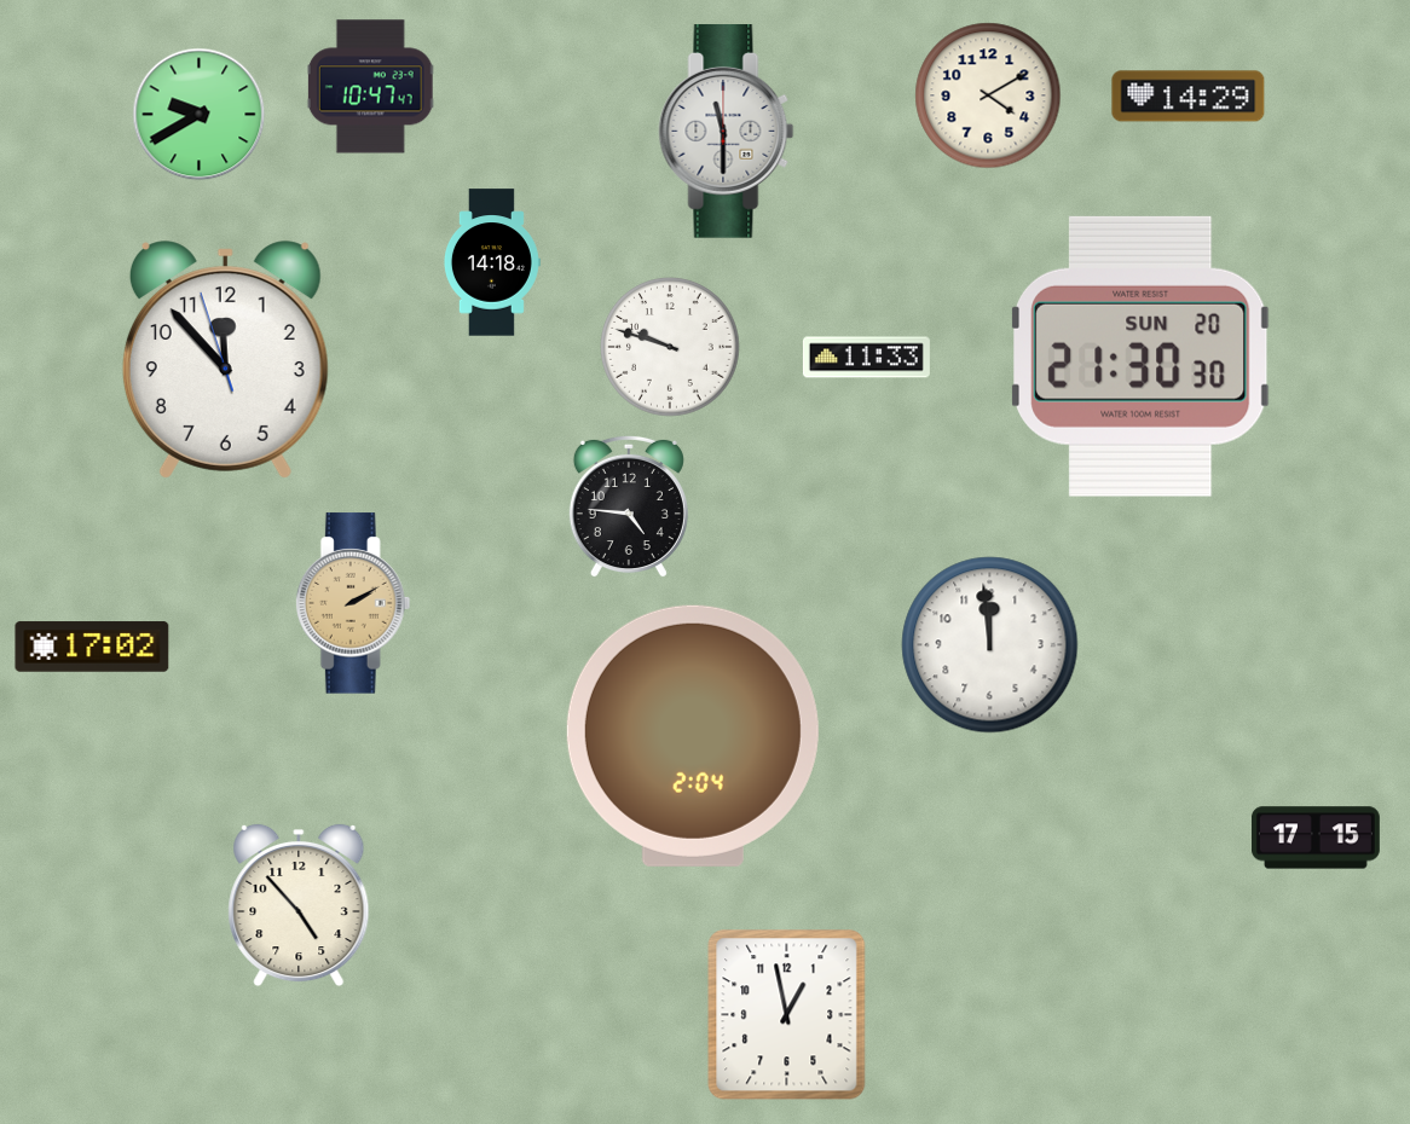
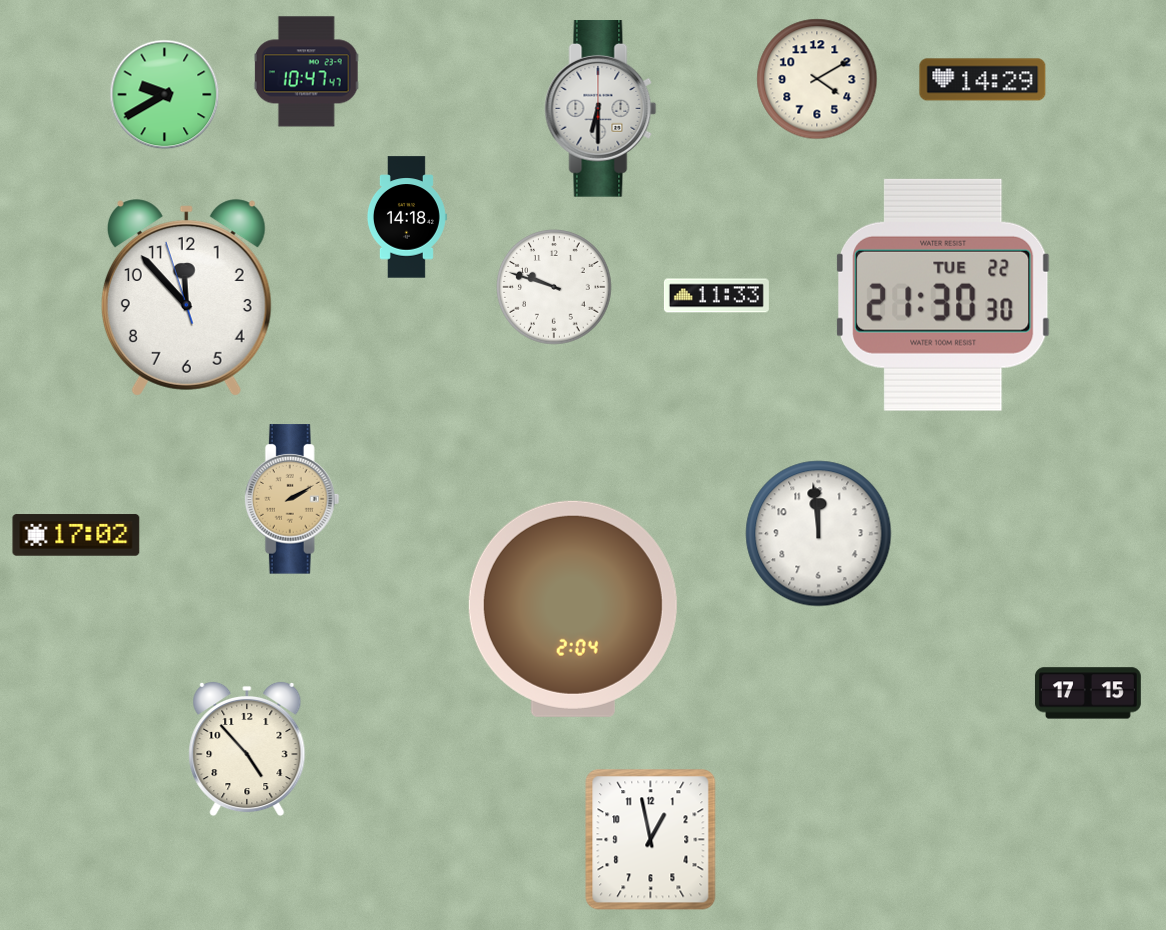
clock at (727, 132): 11:30 -> 6:30
clock at (1140, 357) date: SUN 20 -> TUE 22
clock at (629, 506): 4:46 -> none
